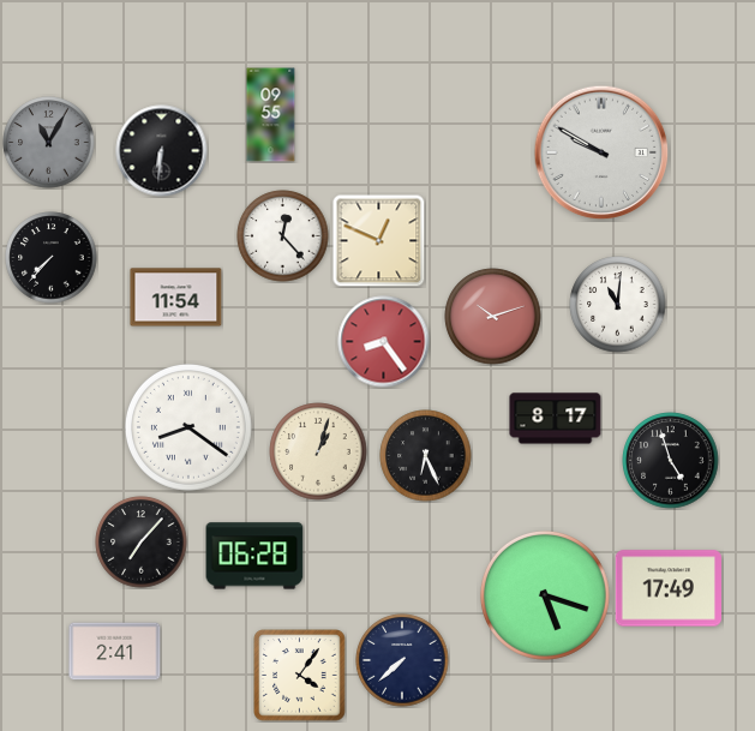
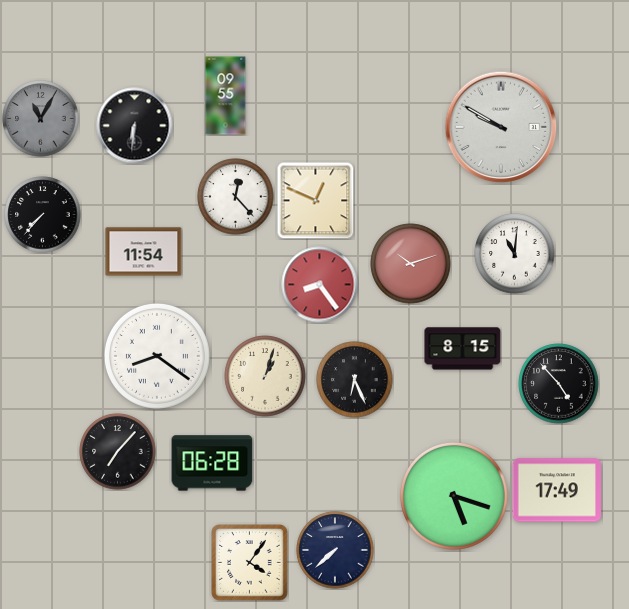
clock at (176, 298) position: (176, 298) -> (144, 252)
clock at (556, 419): 8:17 -> 8:15
clock at (671, 461): 4:57 -> 4:53
clock at (115, 652): 2:41 -> none
